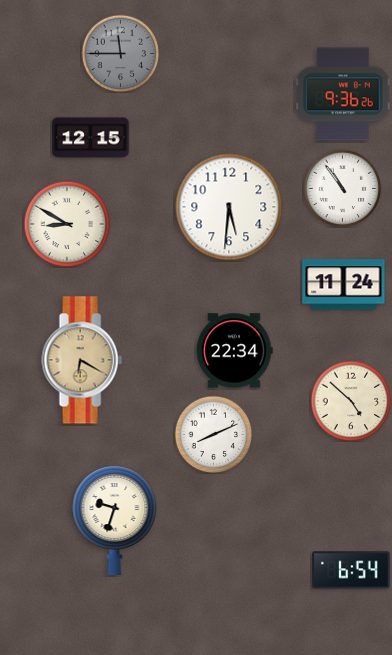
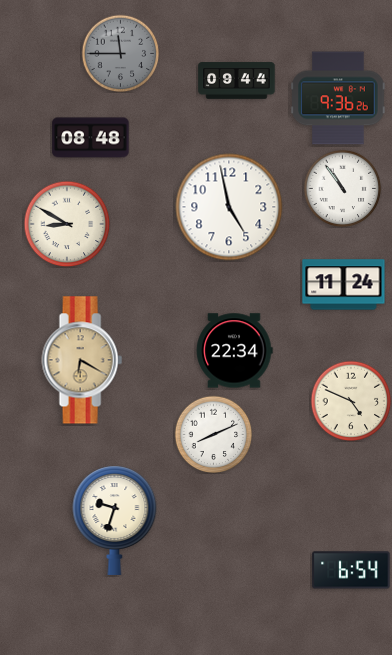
clock at (237, 81): none -> 09:44
clock at (343, 94) position: (343, 94) -> (338, 98)
clock at (91, 138): 12:15 -> 08:48
clock at (229, 207): 5:31 -> 4:58
clock at (351, 401): 4:52 -> 4:49
